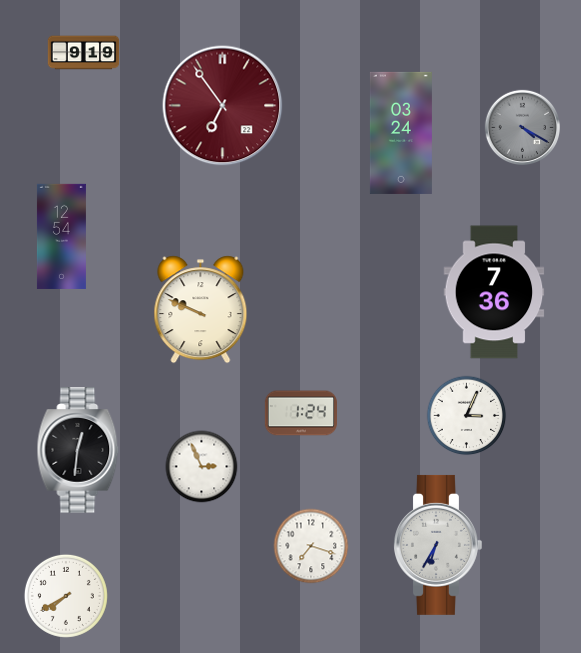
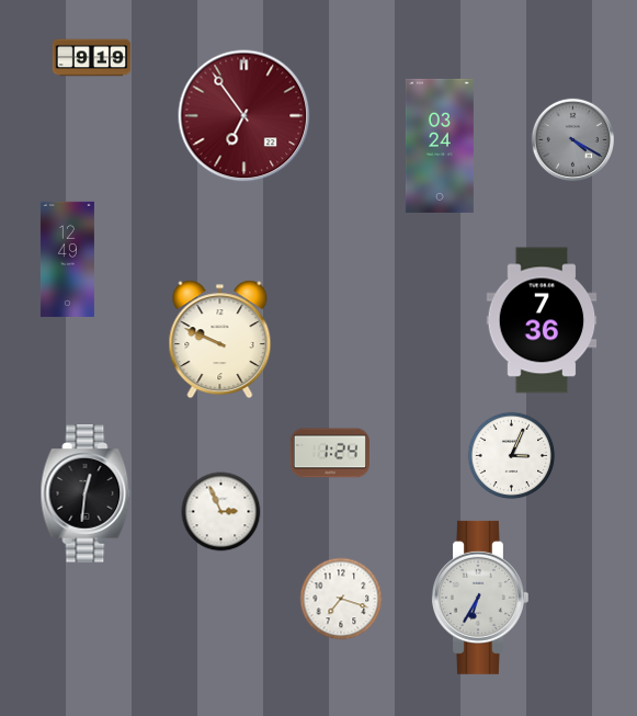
clock at (61, 236): 12:54 -> 12:49
clock at (66, 596): 7:40 -> none
